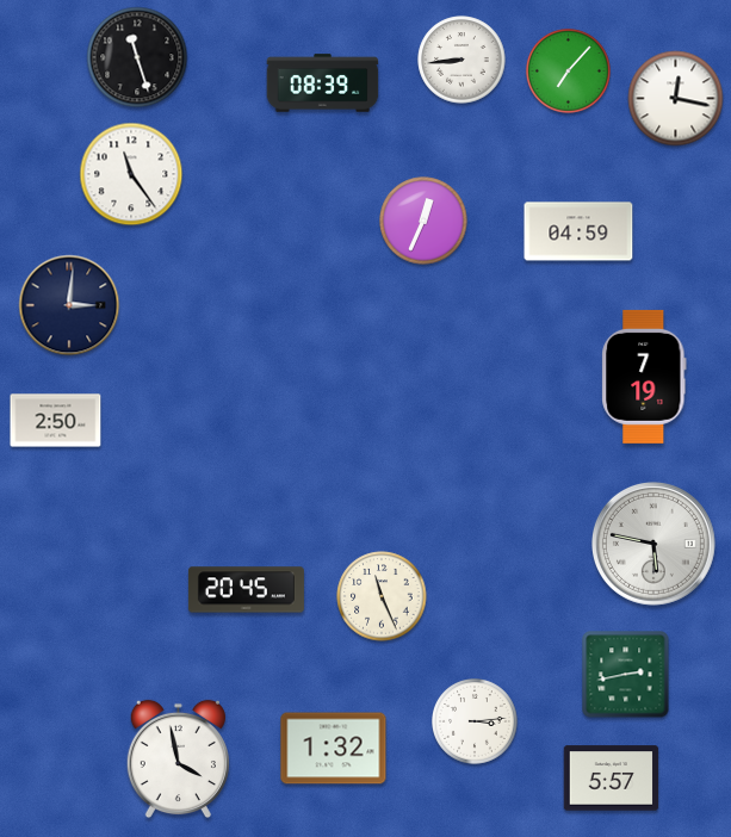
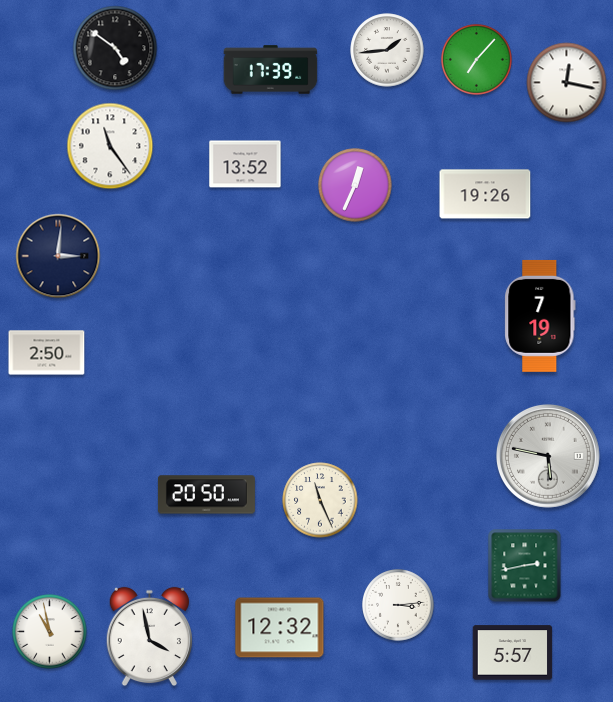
clock at (137, 57): 11:27 -> 4:51
clock at (461, 60): 8:44 -> 1:44
clock at (323, 83): 08:39 -> 17:39
clock at (245, 164): none -> 13:52
clock at (578, 231): 04:59 -> 19:26
clock at (246, 590): 20:45 -> 20:50
clock at (334, 749): 1:32 -> 12:32
clock at (50, 632): none -> 10:58
